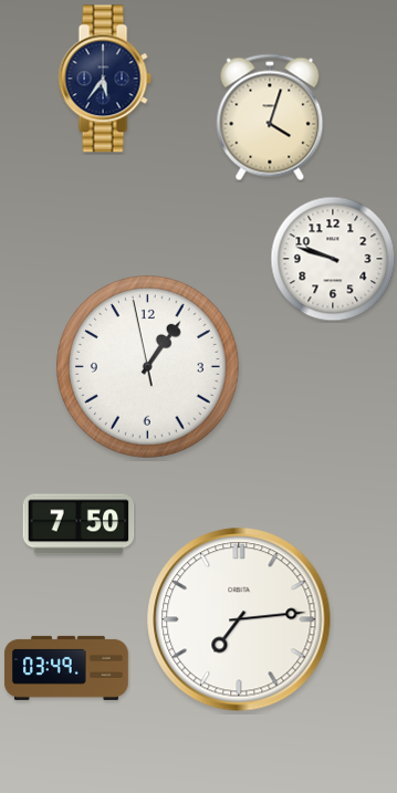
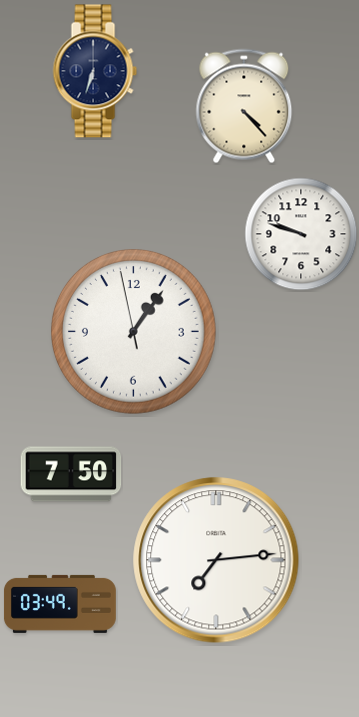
clock at (105, 79): 5:36 -> 6:33
clock at (270, 117): 4:03 -> 4:23
